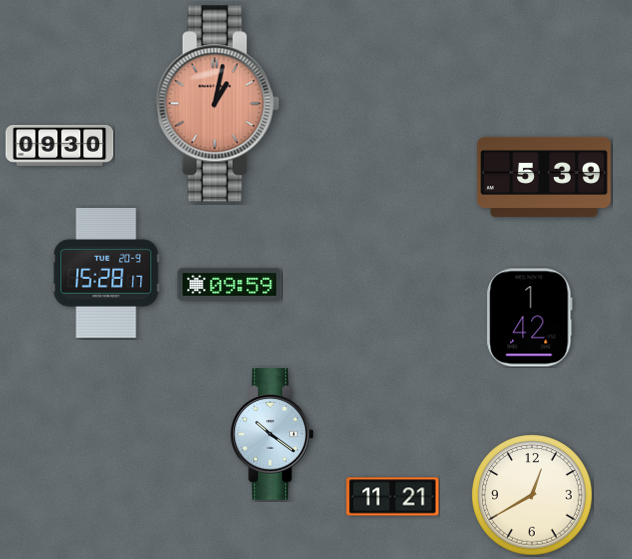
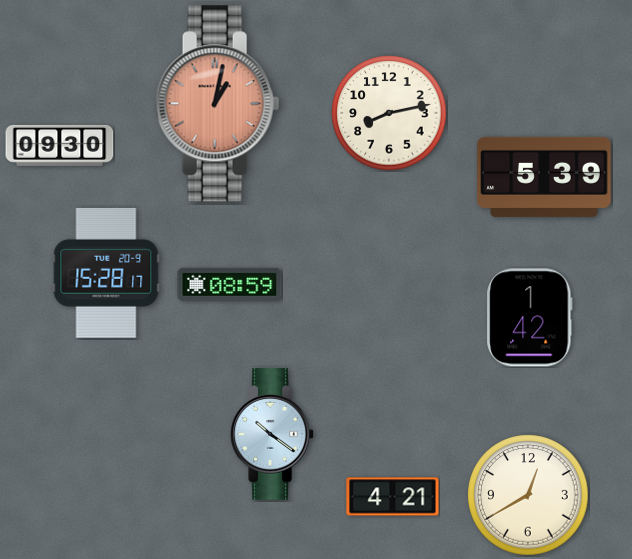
clock at (389, 113): none -> 8:13
clock at (230, 284): 09:59 -> 08:59
clock at (532, 495) position: (532, 495) -> (528, 495)
clock at (393, 497): 11:21 -> 4:21
